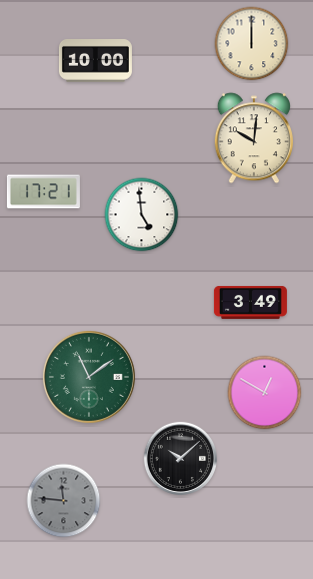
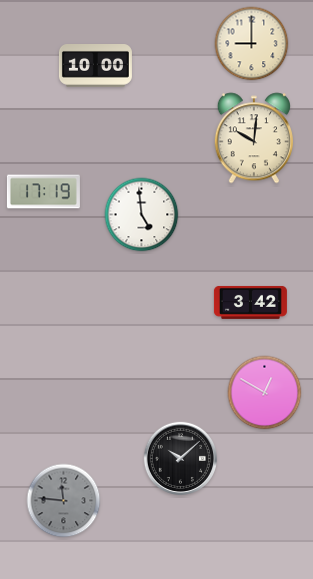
clock at (252, 44): 12:00 -> 9:00
clock at (95, 61) position: (95, 61) -> (95, 66)
clock at (43, 192): 17:21 -> 17:19
clock at (250, 302): 3:49 -> 3:42
clock at (89, 377): 11:09 -> none
